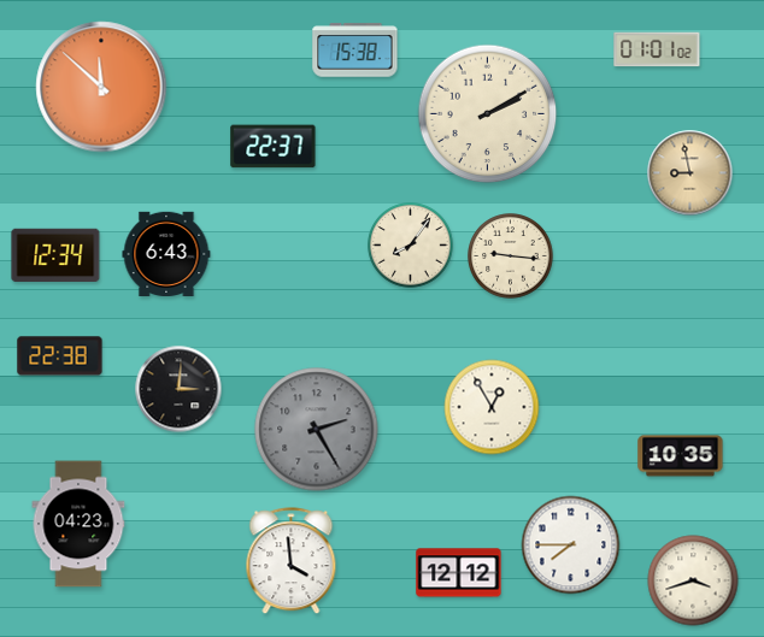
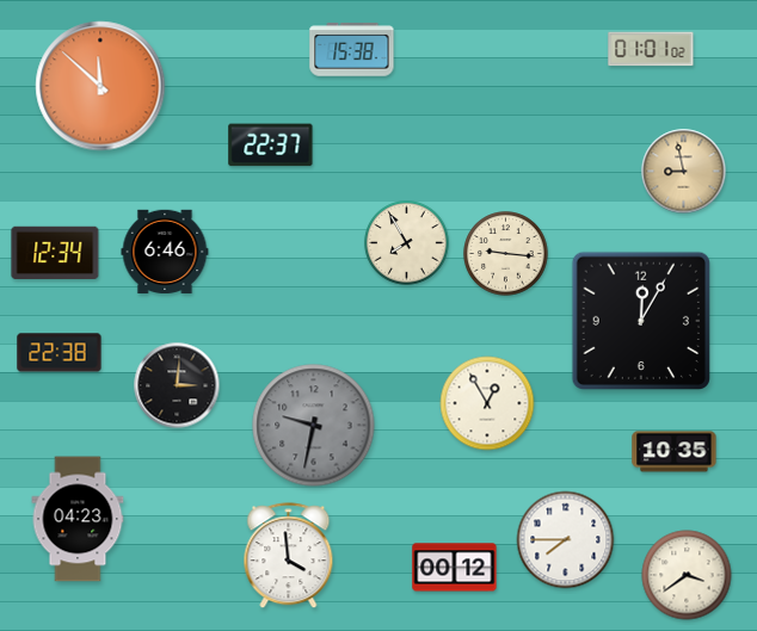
clock at (488, 114): 2:10 -> none
clock at (411, 246): 8:06 -> 7:55
clock at (166, 253): 6:43 -> 6:46
clock at (641, 321): none -> 12:05
clock at (317, 430): 2:25 -> 9:32
clock at (459, 573): 12:12 -> 00:12
clock at (693, 580): 3:42 -> 3:39
